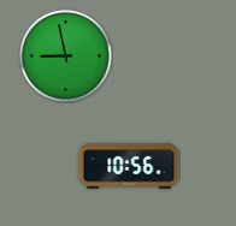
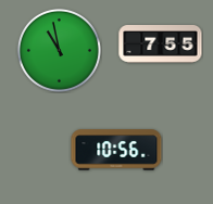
clock at (161, 44): none -> 7:55
clock at (65, 55): 8:58 -> 10:58
